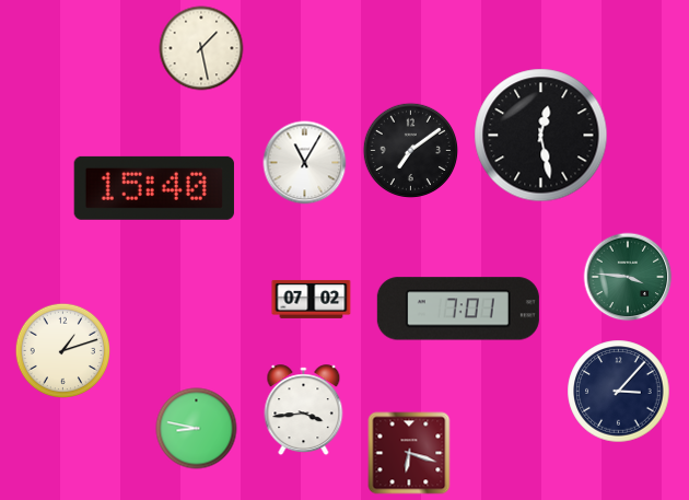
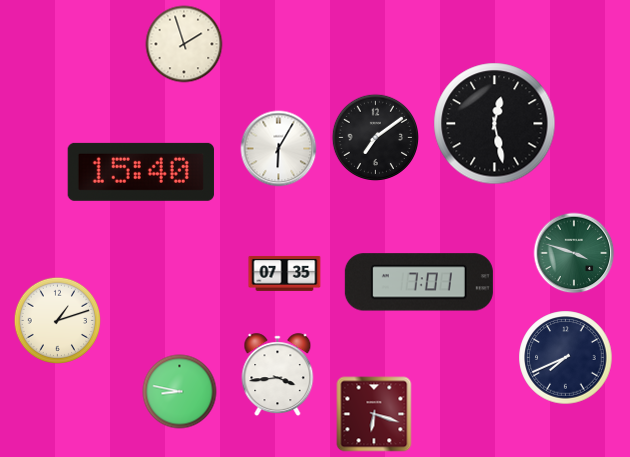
clock at (201, 48): 1:28 -> 1:57
clock at (305, 163): 11:05 -> 6:05
clock at (628, 277): 3:46 -> 3:48
clock at (312, 299): 07:02 -> 07:35
clock at (619, 392): 3:07 -> 7:41
